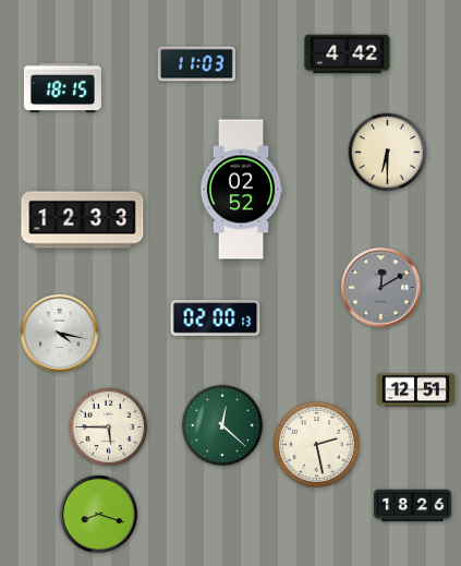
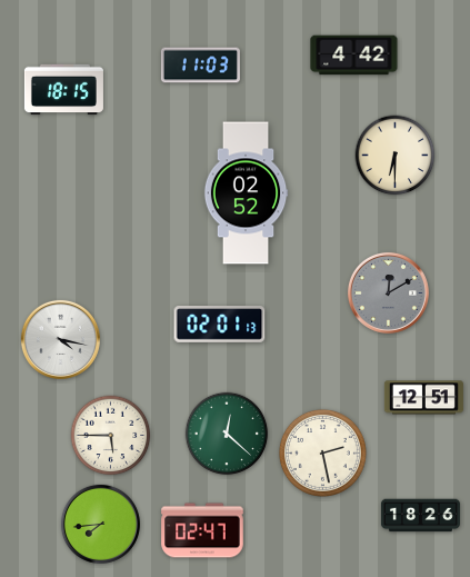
clock at (83, 220): 12:33 -> none
clock at (216, 318): 02:00 -> 02:01
clock at (98, 514): 8:18 -> 7:44
clock at (202, 530): none -> 02:47
